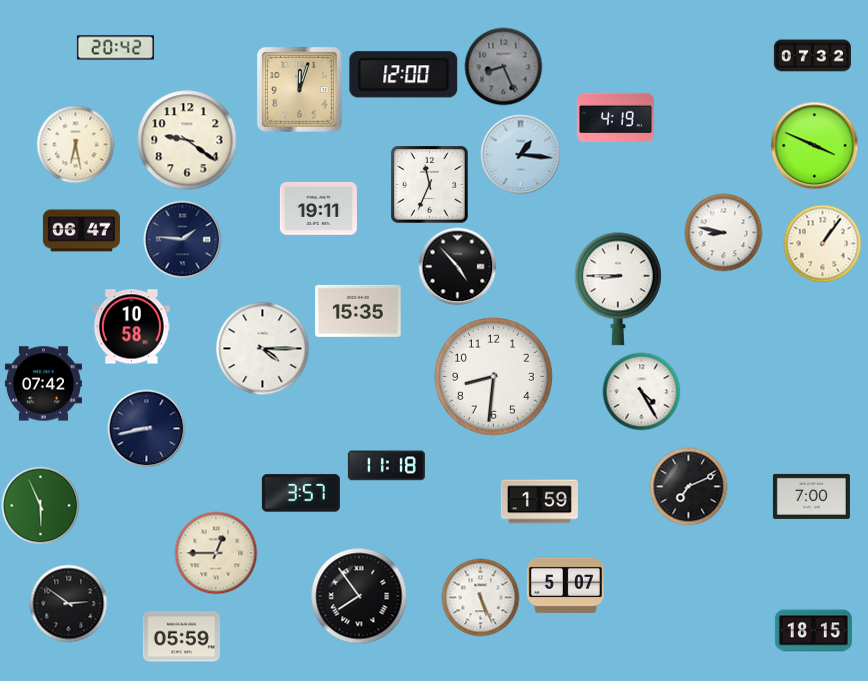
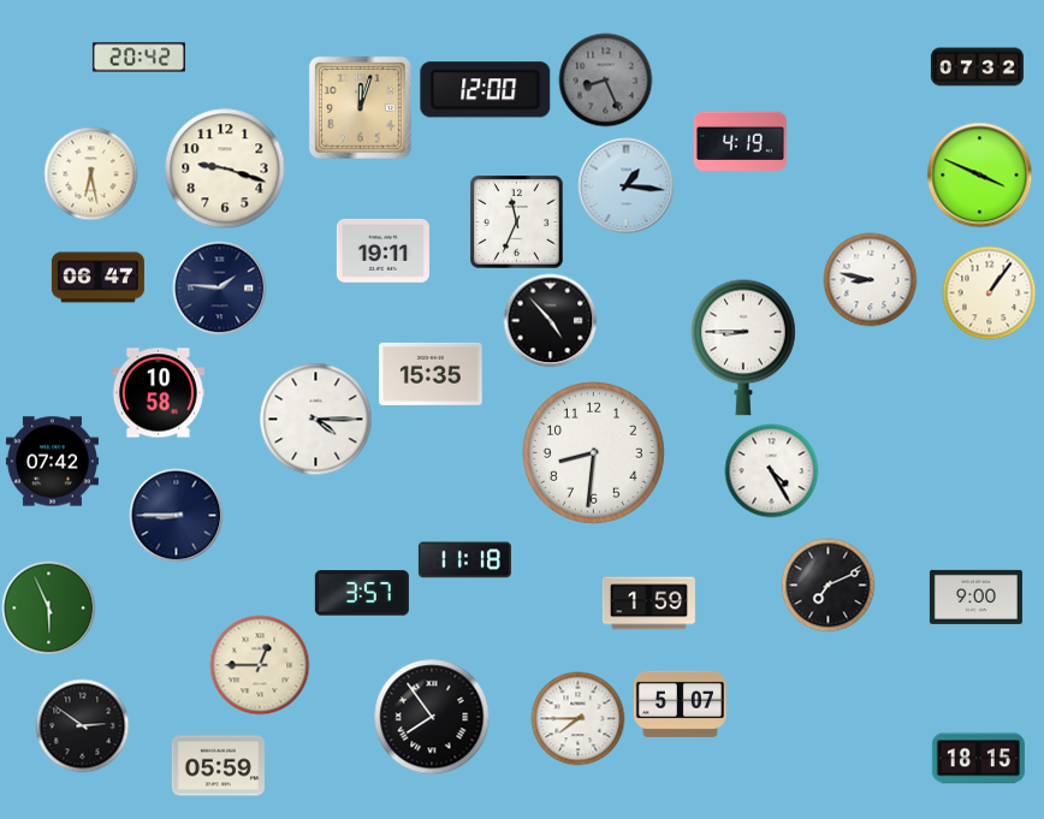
clock at (187, 140): 9:21 -> 9:18
clock at (146, 428): 8:43 -> 8:45
clock at (811, 496): 7:00 -> 9:00
clock at (480, 597): 5:26 -> 7:45
